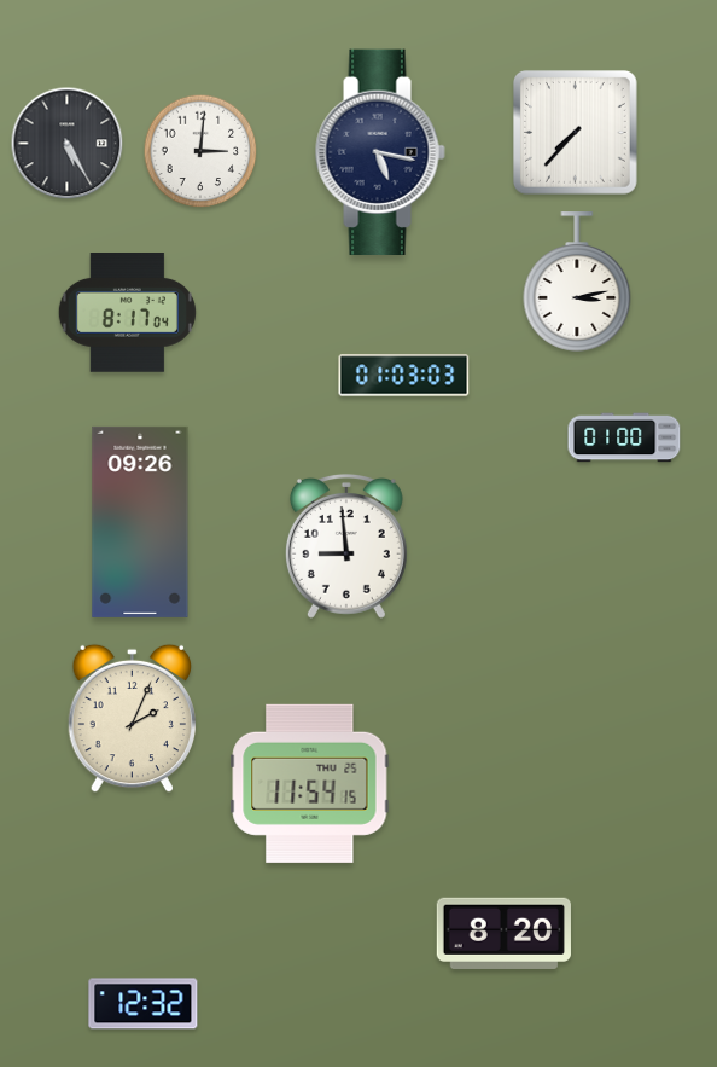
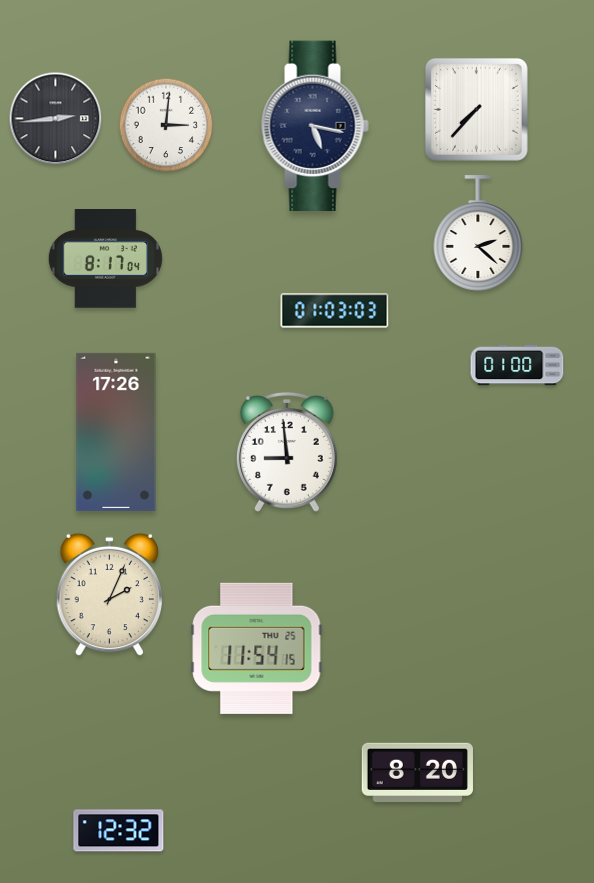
clock at (68, 144): 5:25 -> 2:44
clock at (577, 282): 3:13 -> 2:22
clock at (624, 437) position: (624, 437) -> (517, 365)
clock at (140, 522): 09:26 -> 17:26
